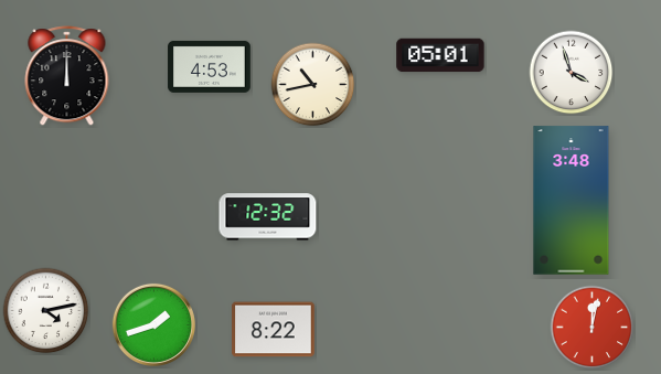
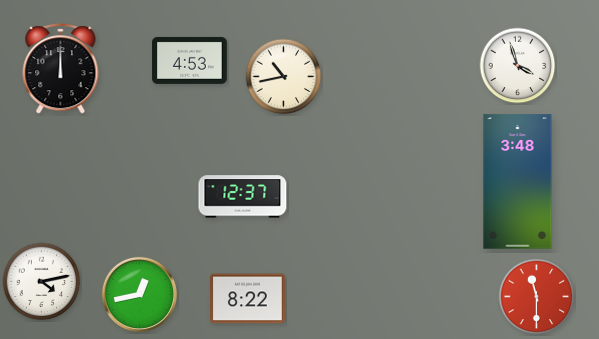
clock at (440, 55): 05:01 -> none
clock at (268, 217): 12:32 -> 12:37
clock at (153, 324): 1:42 -> 12:43
clock at (593, 328): 12:02 -> 11:30
